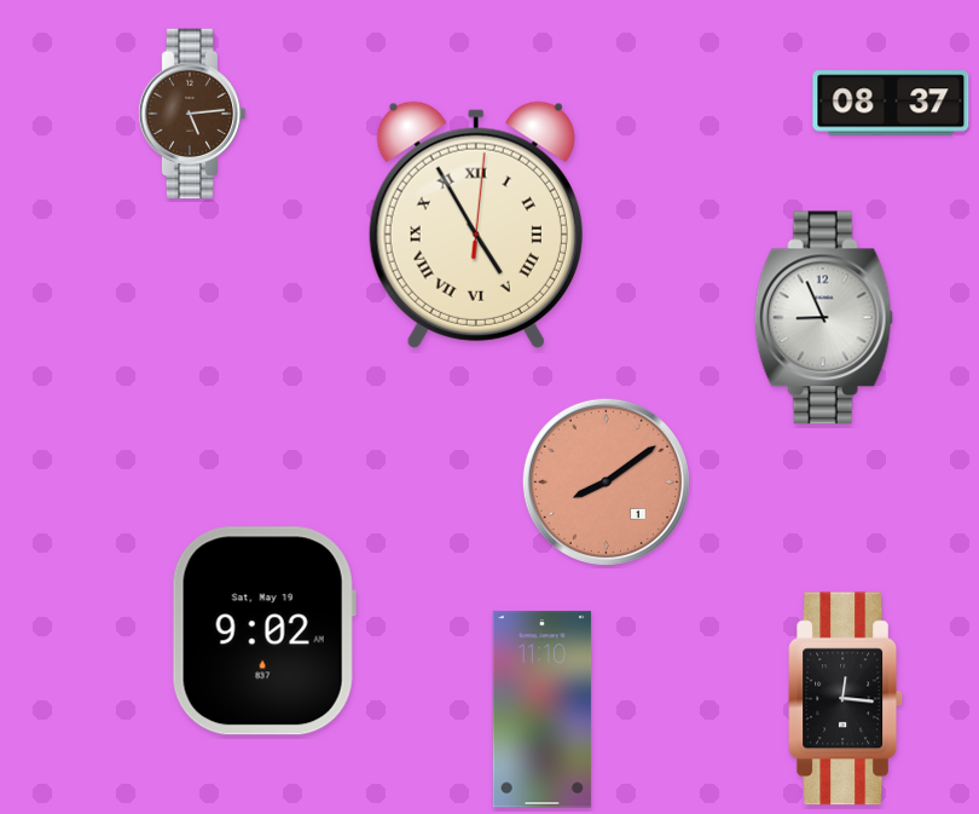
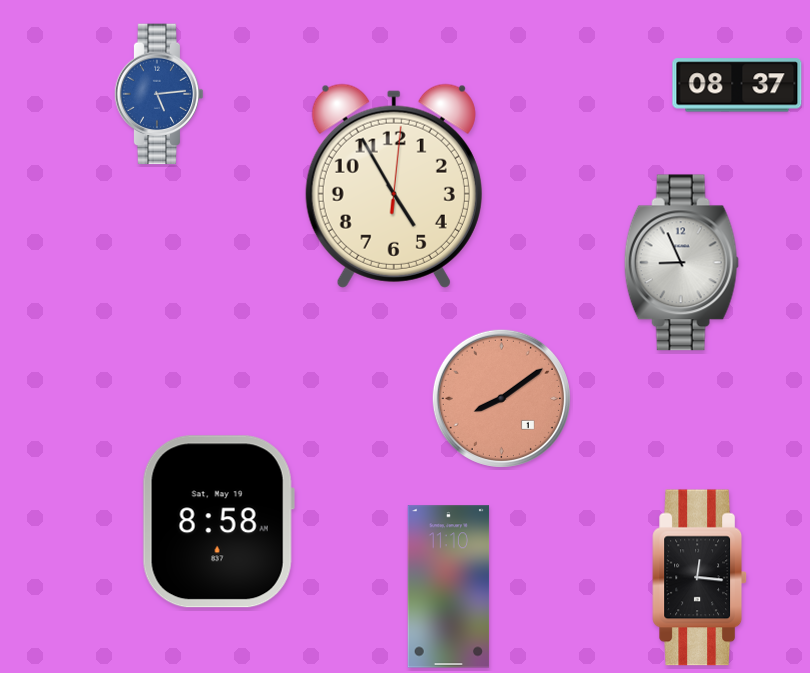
clock at (192, 114) dial: brown -> blue
clock at (476, 225) numerals: Roman -> Arabic
clock at (263, 631): 9:02 -> 8:58
